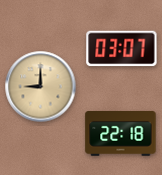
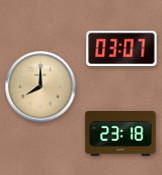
clock at (41, 87): 9:00 -> 8:00
clock at (121, 134): 22:18 -> 23:18
